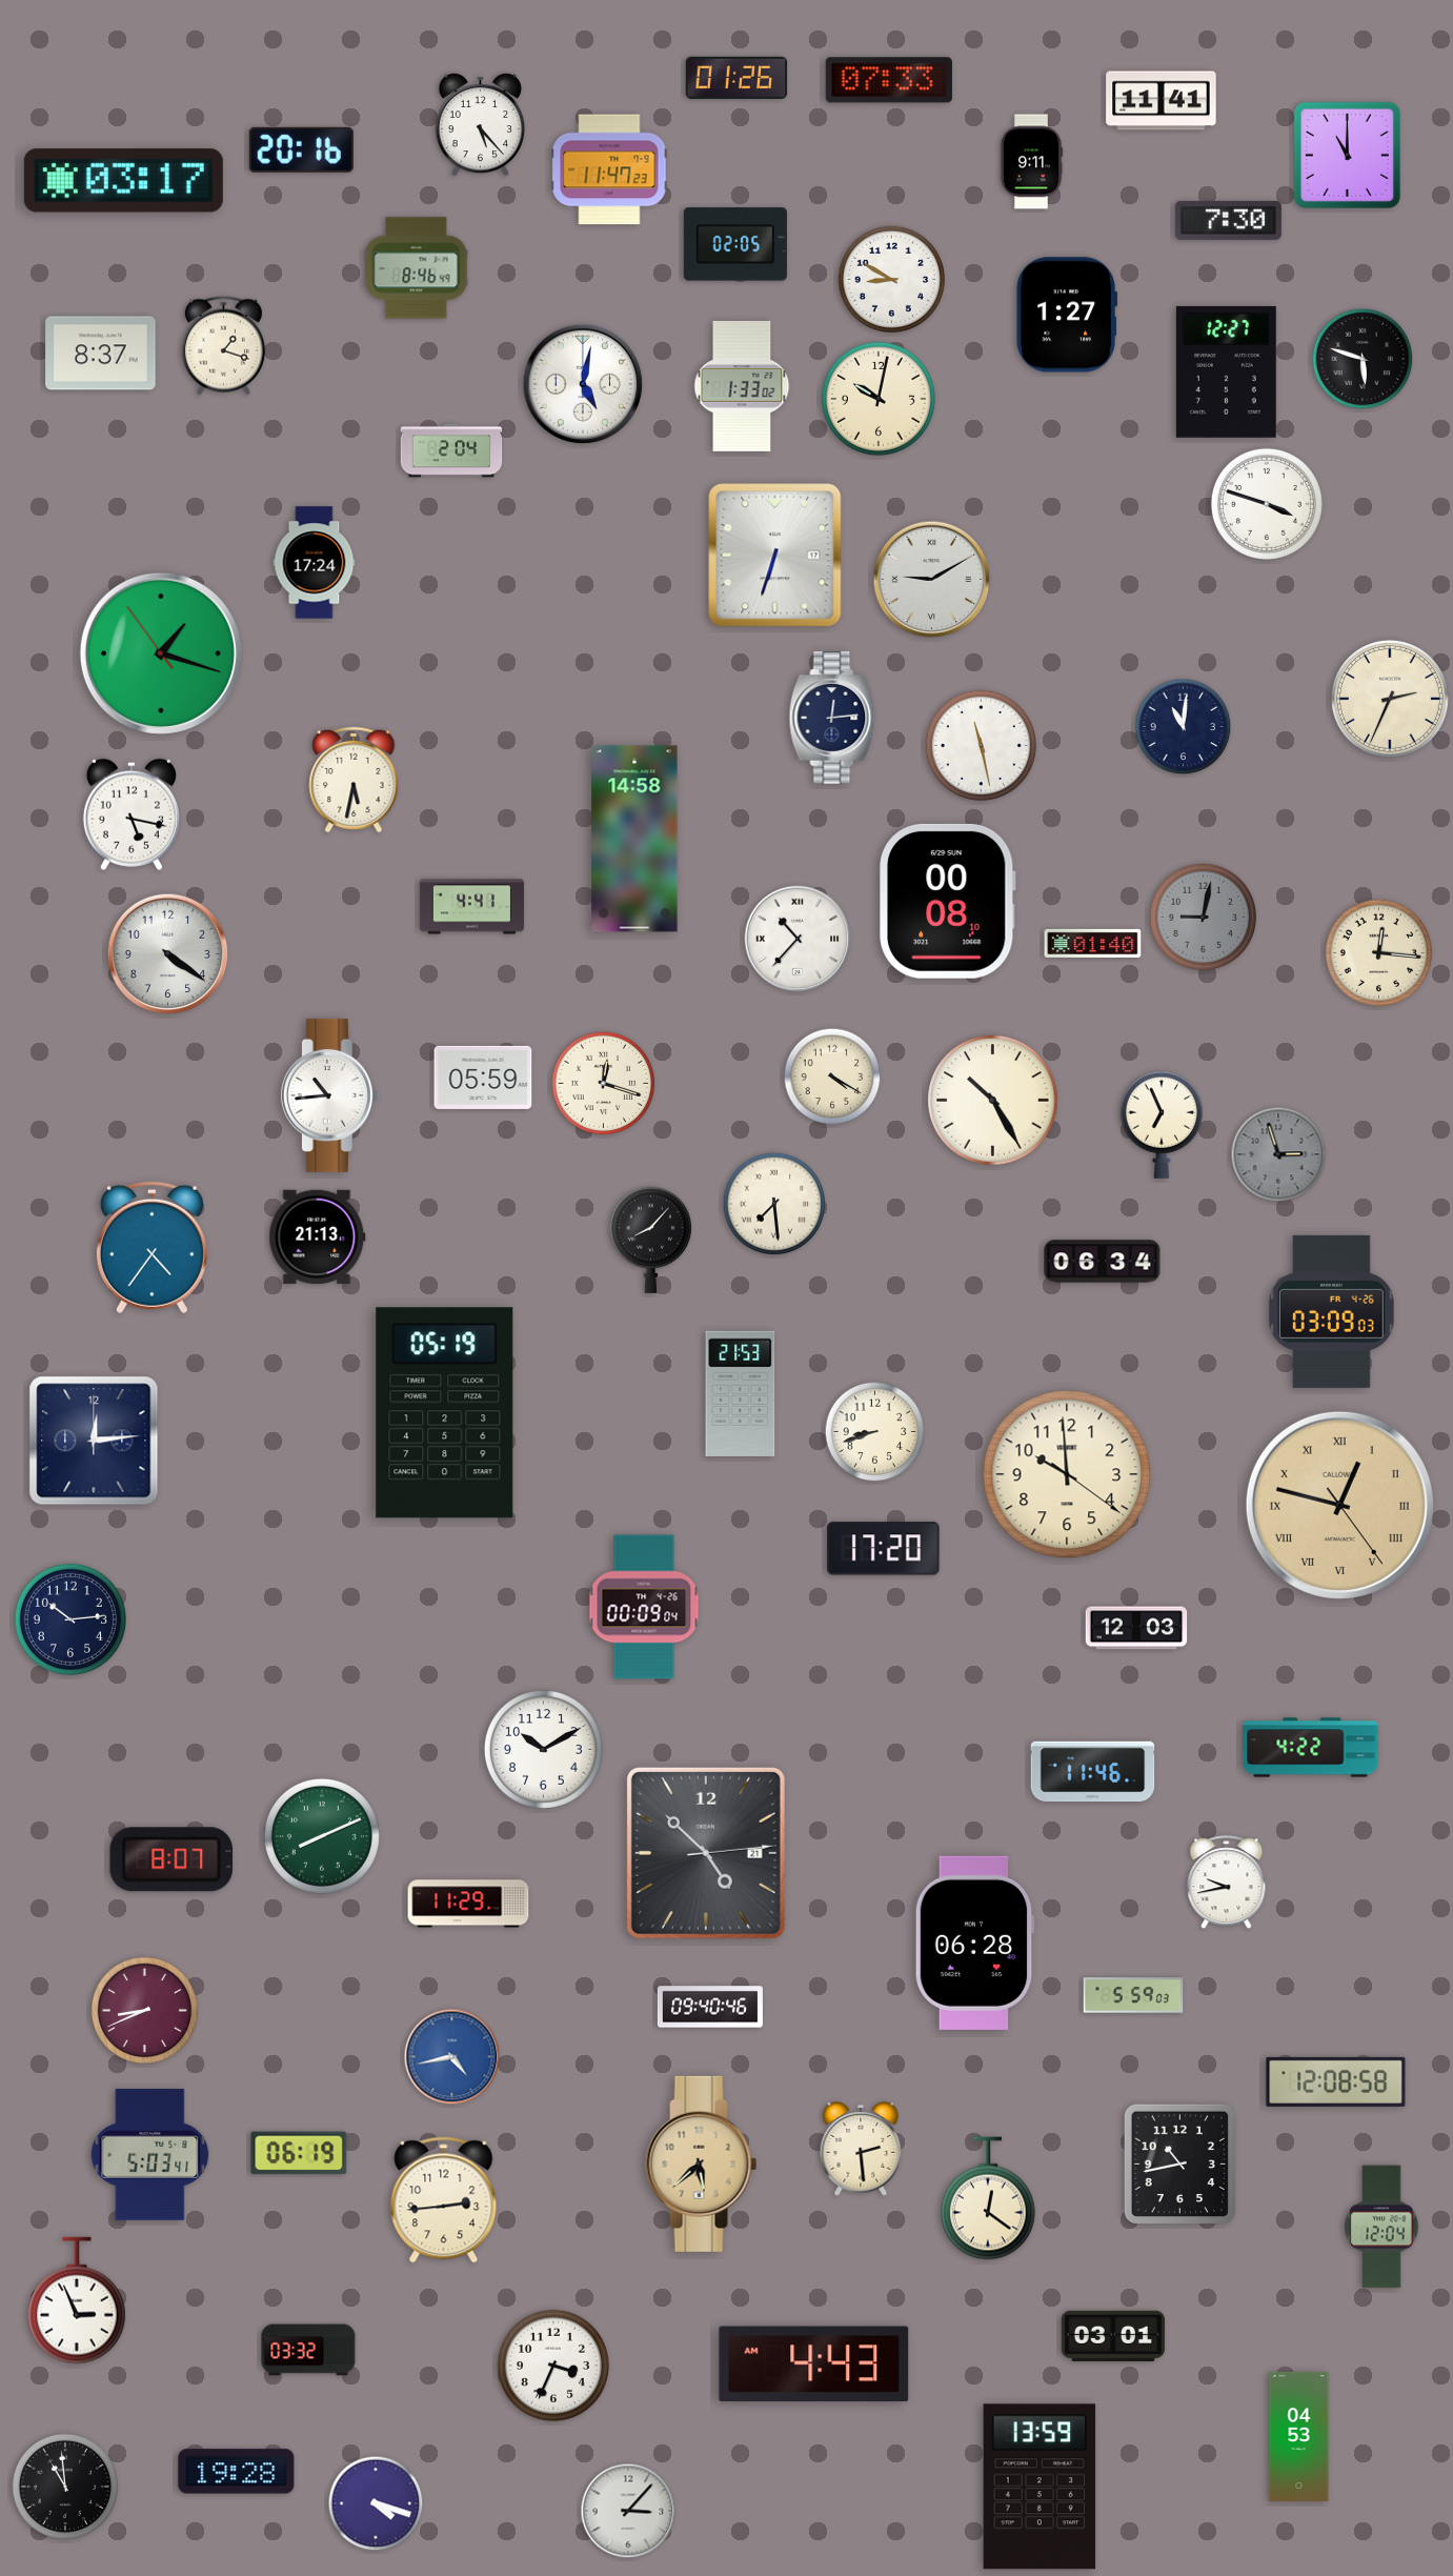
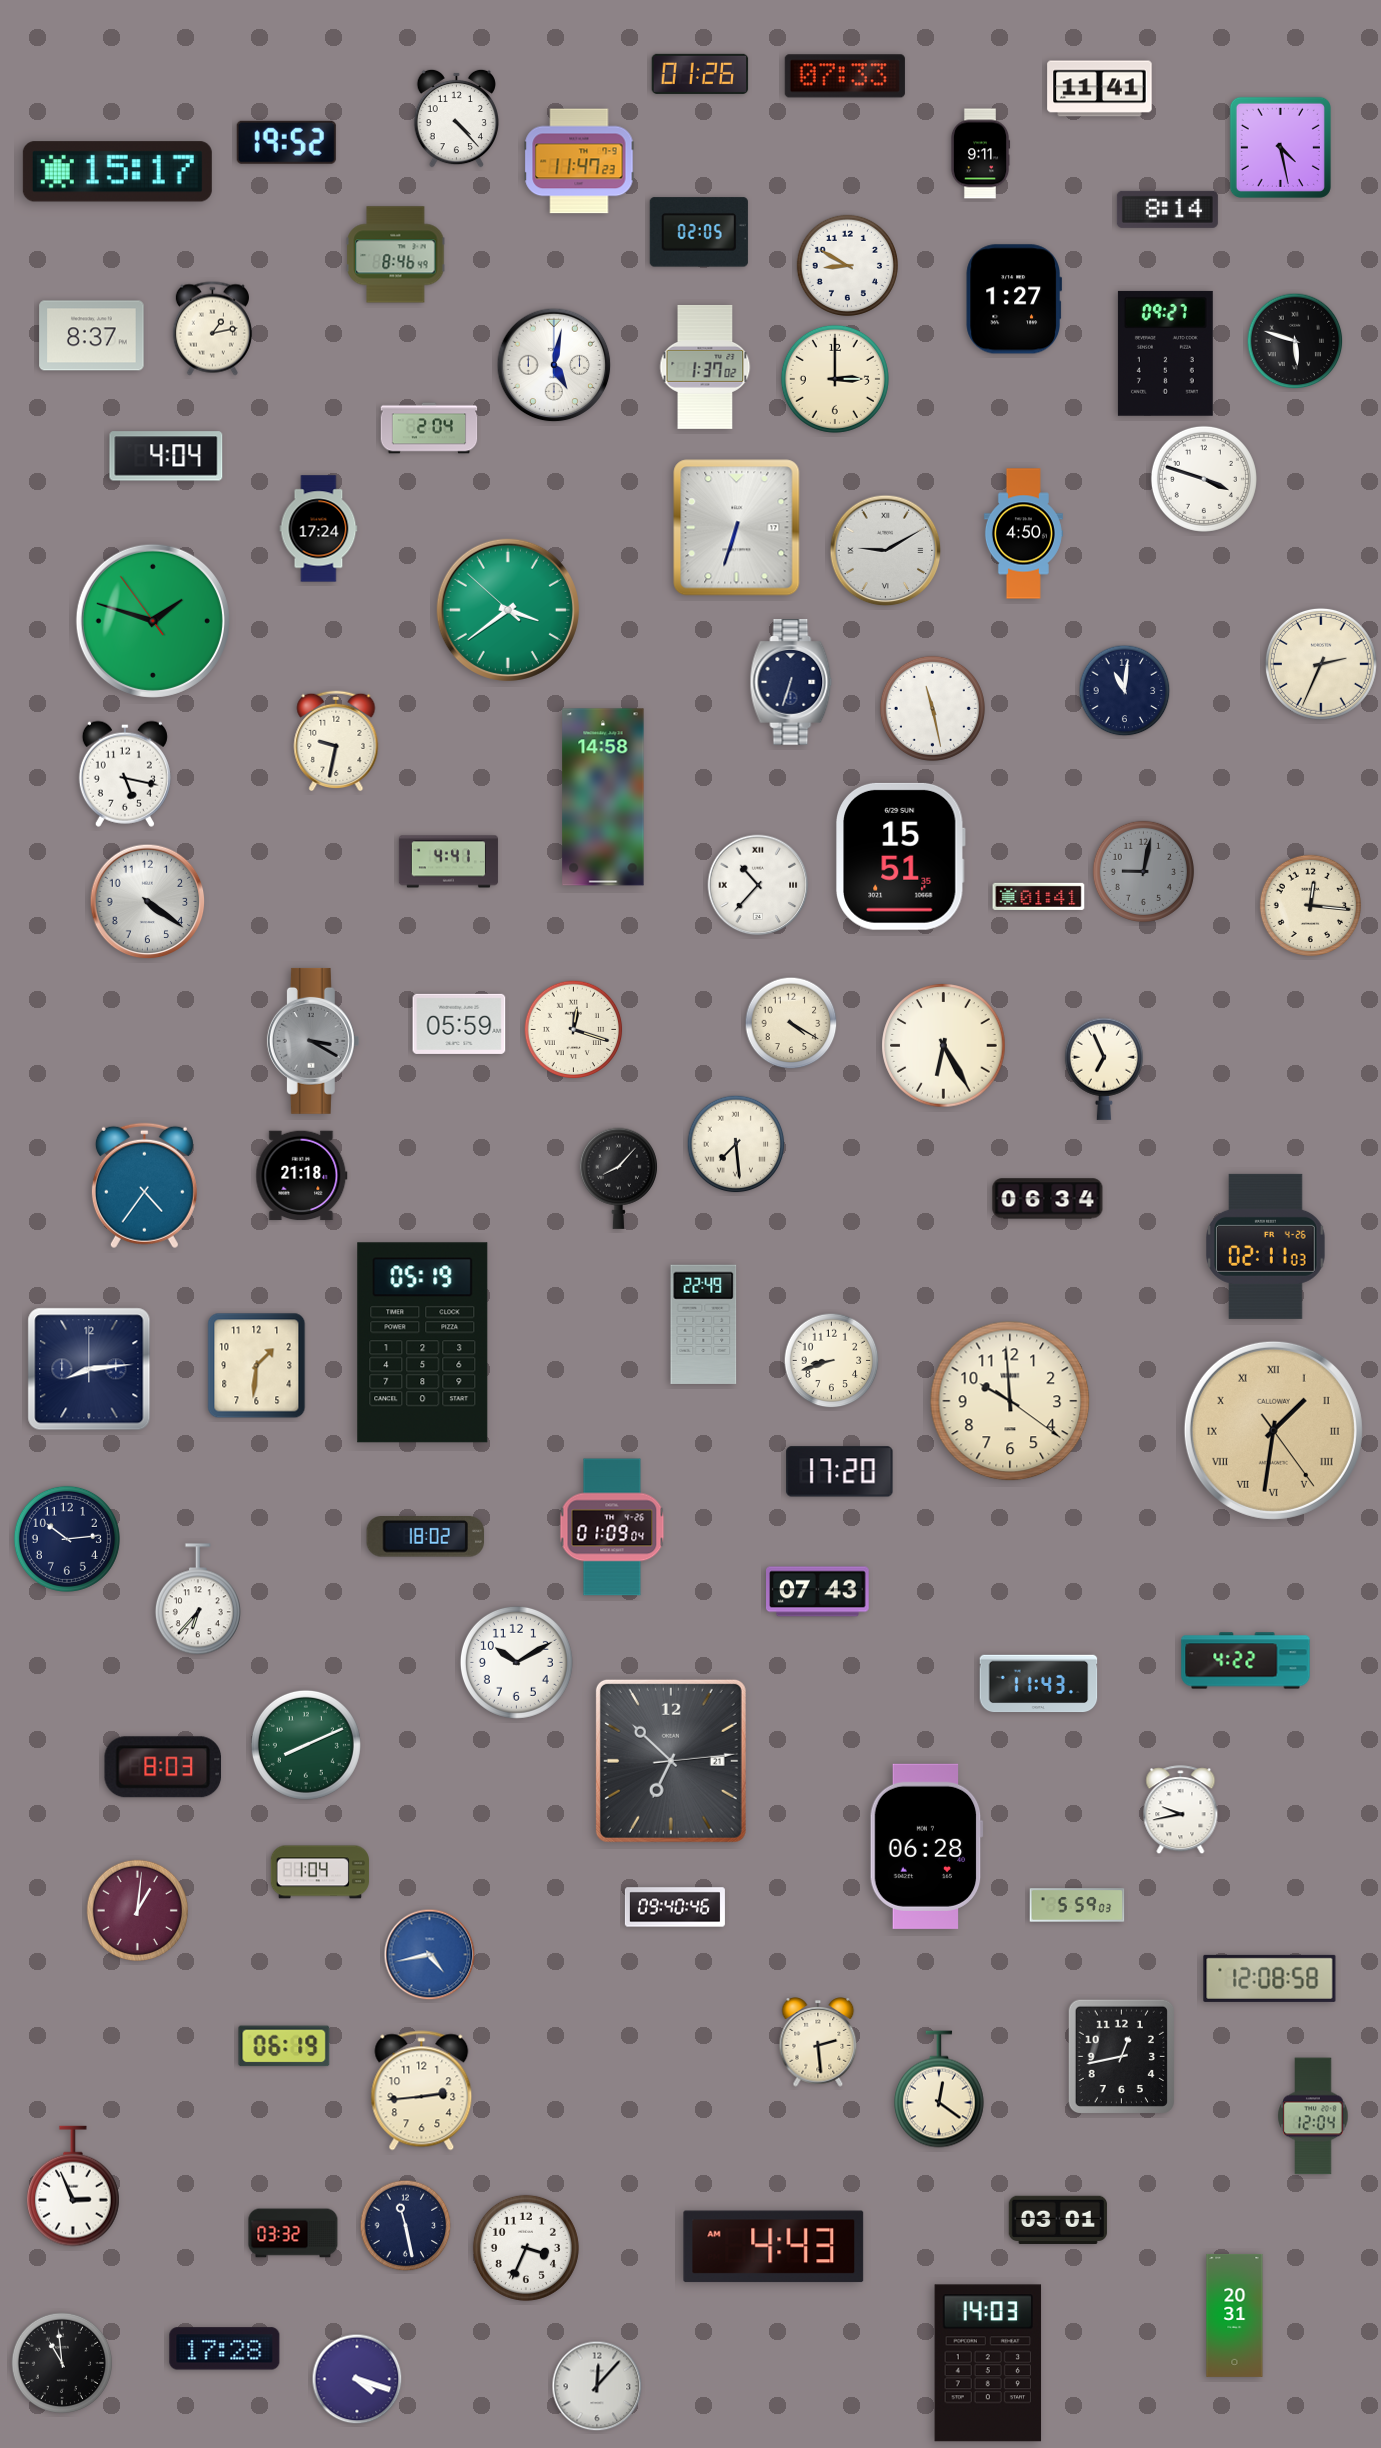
clock at (1162, 101) position: (1162, 101) -> (1100, 89)
clock at (480, 124): 5:23 -> 4:23
clock at (301, 149): 20:16 -> 19:52
clock at (1347, 155): 11:00 -> 4:28
clock at (123, 181): 03:17 -> 15:17
clock at (1228, 220): 7:30 -> 8:14
clock at (223, 346): 1:18 -> 1:13
clock at (101, 354) position: (101, 354) -> (92, 336)
clock at (1226, 371): 12:27 -> 09:27
clock at (742, 386): 1:33 -> 1:37
clock at (879, 399): 10:02 -> 3:00
clock at (166, 456): none -> 4:04
clock at (1023, 534): none -> 4:50
clock at (315, 563) position: (315, 563) -> (319, 529)
clock at (508, 610): none -> 3:38
clock at (161, 653): 1:17 -> 1:47
clock at (832, 718): 12:14 -> 6:33
clock at (354, 780): 5:32 -> 9:32
clock at (948, 901): 00:08 -> 15:51
clock at (798, 939) position: (798, 939) -> (758, 885)
clock at (1093, 943): 01:40 -> 01:41
clock at (168, 954) position: (168, 954) -> (148, 902)
clock at (329, 1095): 10:44 -> 3:20
clock at (329, 1095) dial: white -> grey
clock at (993, 1101): 10:25 -> 6:25
clock at (1278, 1154): 2:57 -> none
clock at (318, 1237): 21:13 -> 21:18
clock at (1332, 1311): 03:09 -> 02:11
clock at (741, 1393): 21:53 -> 22:49
clock at (257, 1366): none -> 1:31
clock at (94, 1441): 12:14 -> 8:14
clock at (1067, 1474) position: (1067, 1474) -> (1010, 1401)
clock at (1339, 1505): 12:47 -> 1:31
clock at (644, 1607): 00:09 -> 01:09
clock at (426, 1537): none -> 18:02
clock at (1136, 1628): 12:03 -> none
clock at (818, 1592): none -> 07:43
clock at (198, 1600): none -> 6:37
clock at (1093, 1772): 11:46 -> 11:43
clock at (706, 1853): 4:52 -> 6:52
clock at (170, 1859): 8:07 -> 8:03
clock at (1227, 1883) position: (1227, 1883) -> (1181, 1810)
clock at (468, 1904): 11:29 -> none
clock at (320, 1872): none -> 1:04
clock at (1133, 1995) position: (1133, 1995) -> (1077, 1905)
clock at (144, 2010): 8:41 -> 1:01
clock at (150, 2154): 5:03 -> none
clock at (702, 2164): 5:38 -> none
clock at (1179, 2164): 10:43 -> 12:43
clock at (406, 2226): none -> 11:28
clock at (1299, 2436): 04:53 -> 20:31
clock at (237, 2472): 19:28 -> 17:28
clock at (1040, 2487): 13:59 -> 14:03
clock at (628, 2511): 3:07 -> 12:07
